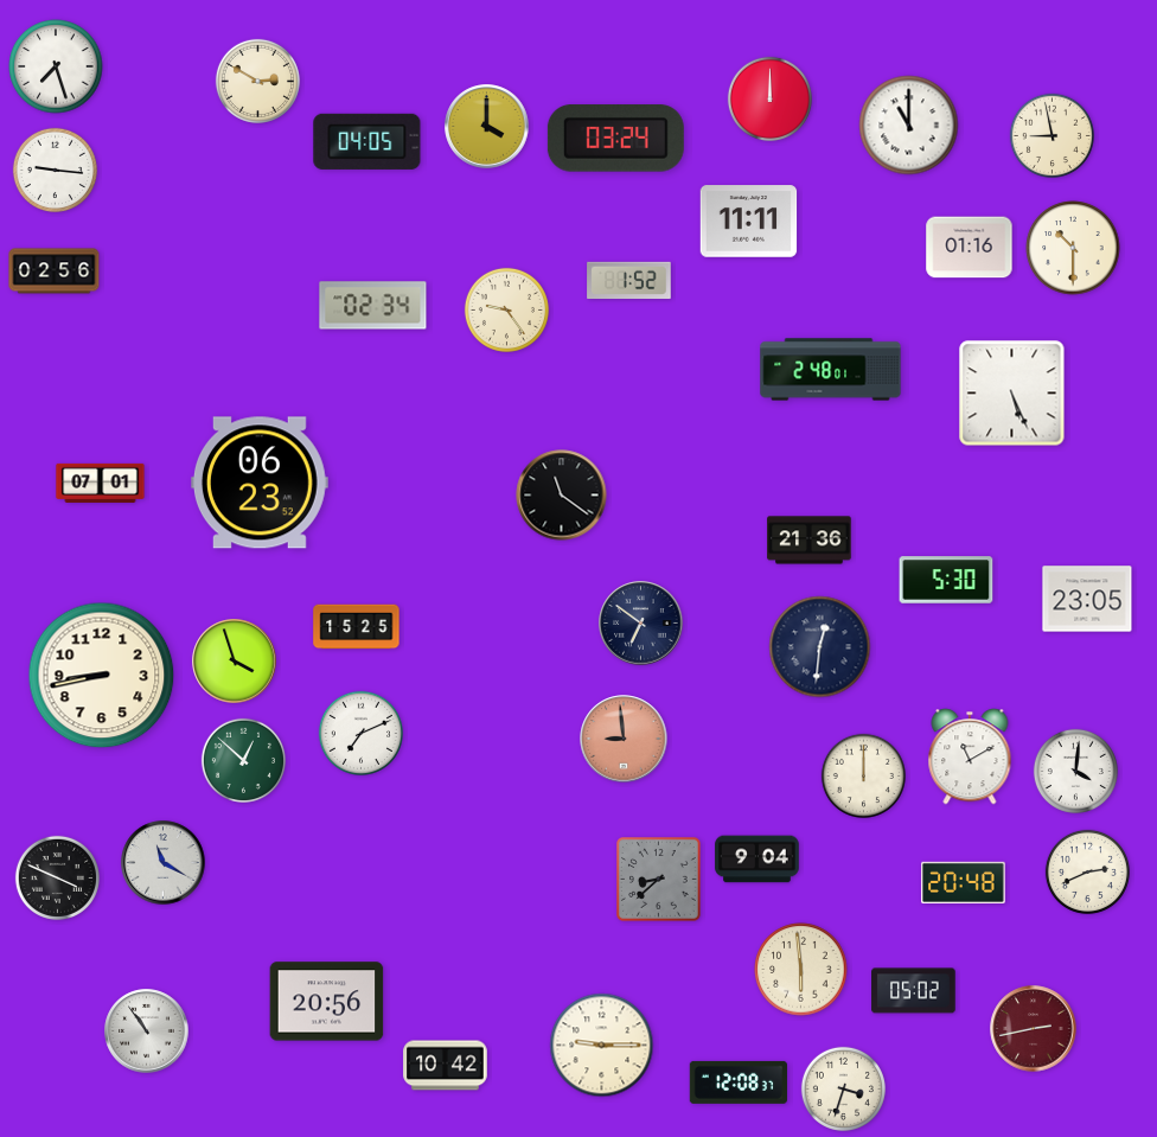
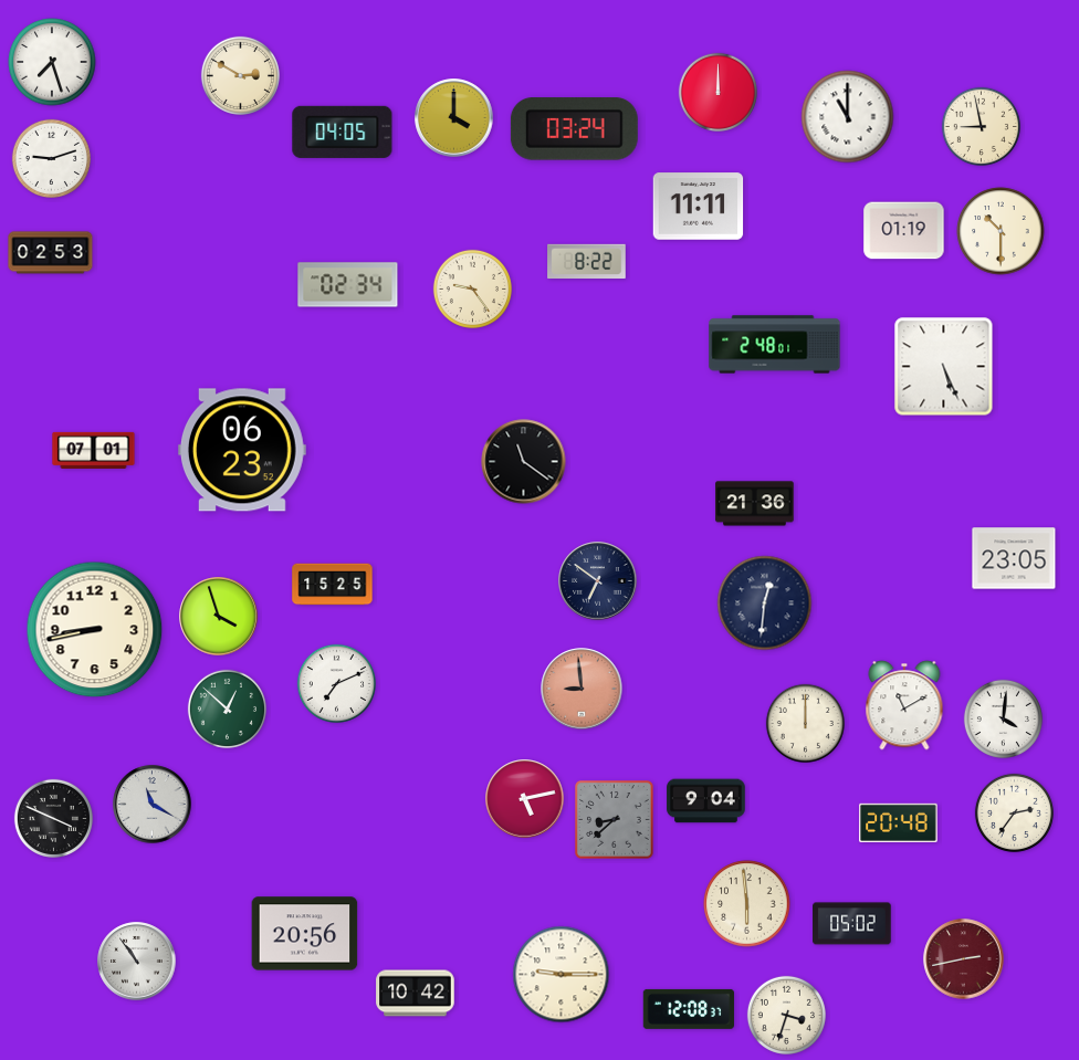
clock at (55, 170): 9:16 -> 9:12
clock at (970, 248): 01:16 -> 01:19
clock at (55, 272): 02:56 -> 02:53
clock at (629, 281): 1:52 -> 8:22
clock at (946, 580): 5:30 -> none
clock at (525, 799): none -> 5:13
clock at (1087, 871): 2:41 -> 2:36
